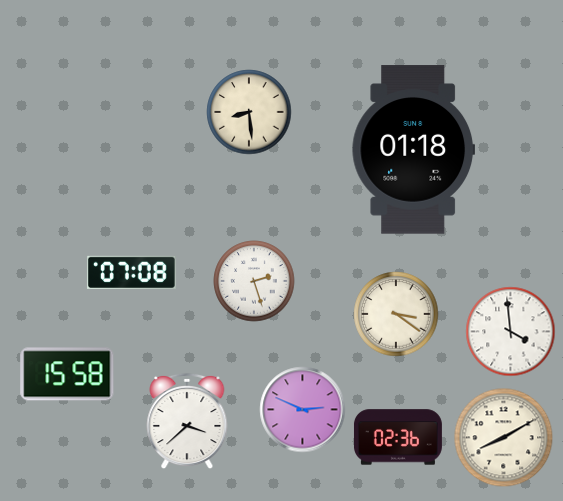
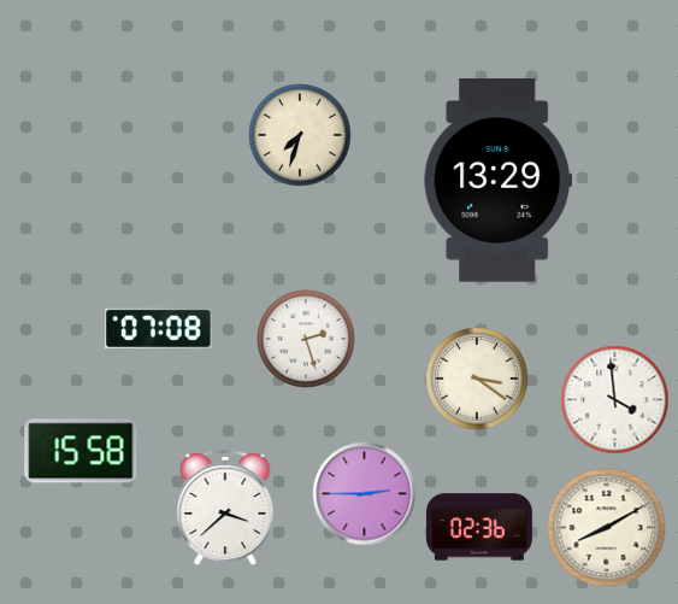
clock at (249, 112): 8:29 -> 7:33
clock at (413, 150): 01:18 -> 13:29
clock at (303, 410): 2:49 -> 2:45
